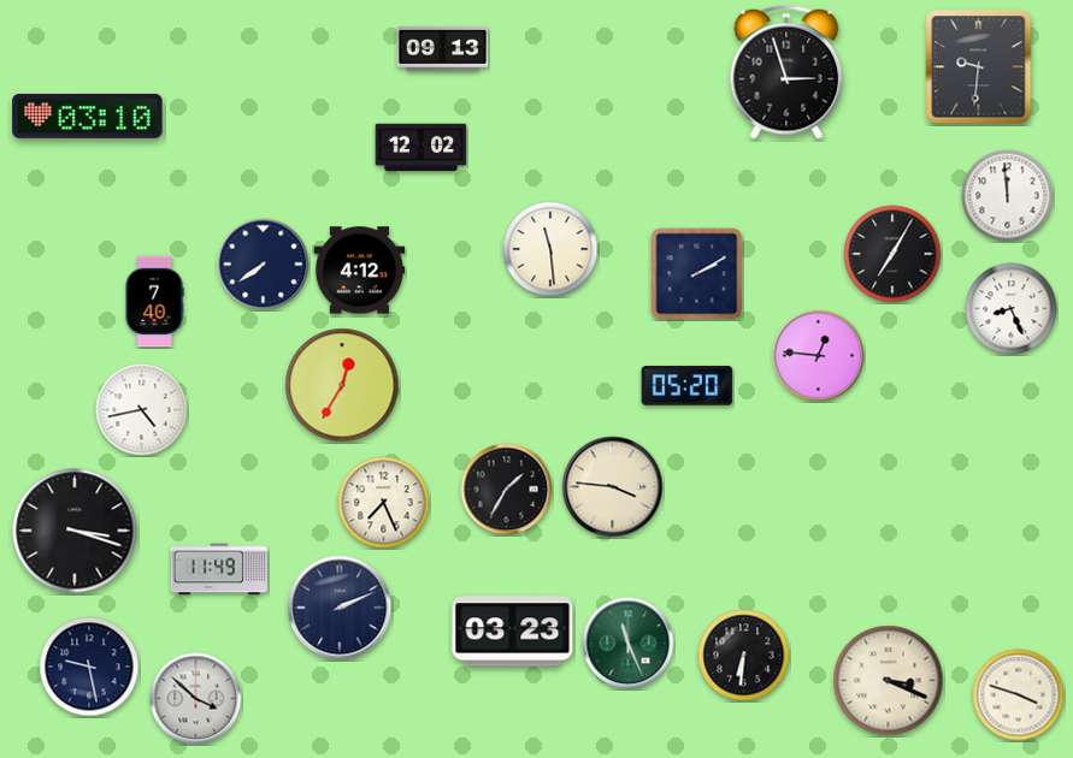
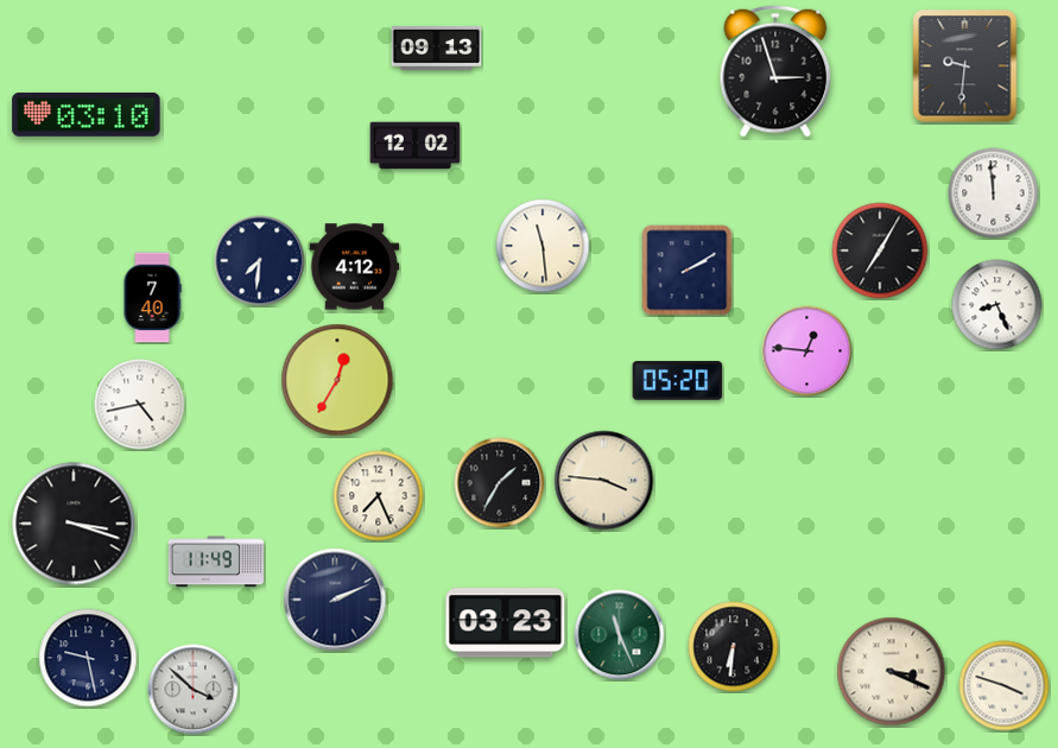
clock at (264, 265): 7:39 -> 7:31
clock at (889, 681) position: (889, 681) -> (892, 672)
